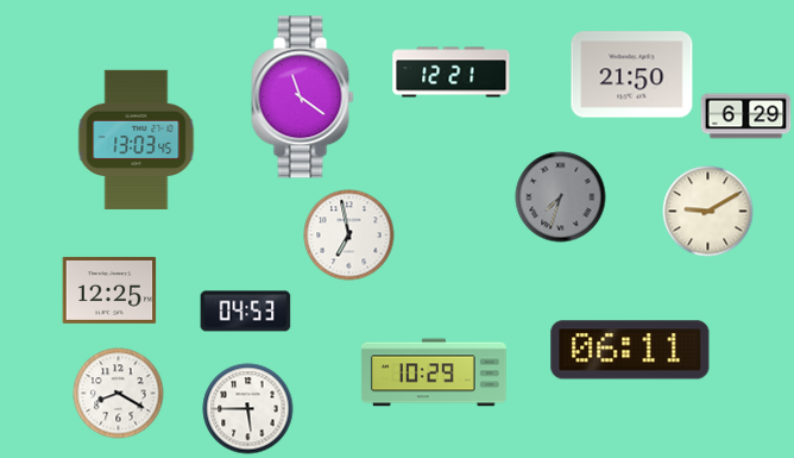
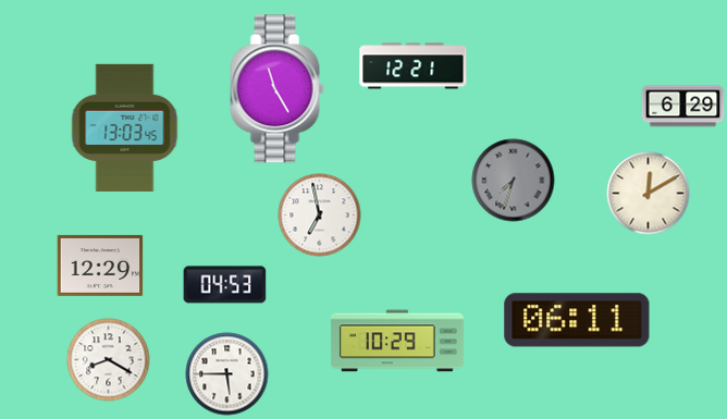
clock at (632, 75): 21:50 -> none
clock at (303, 98): 11:21 -> 11:25
clock at (708, 212): 9:10 -> 12:10
clock at (109, 290): 12:25 -> 12:29
